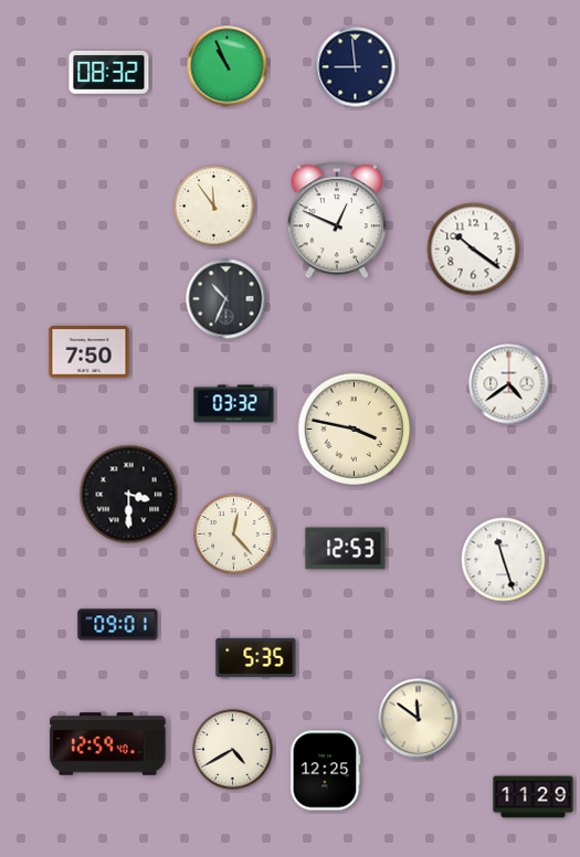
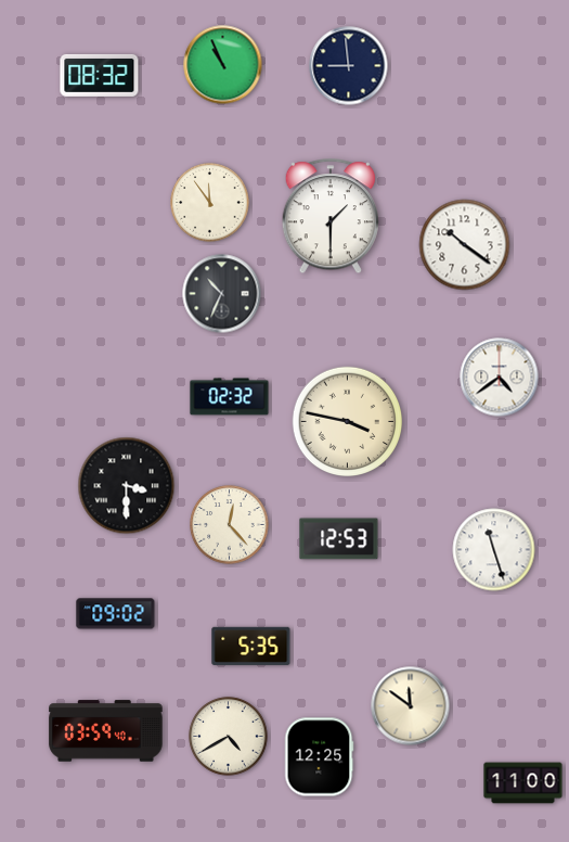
clock at (109, 72) position: (109, 72) -> (100, 75)
clock at (336, 221): 12:49 -> 1:30
clock at (89, 352): 7:50 -> none
clock at (234, 404): 03:32 -> 02:32
clock at (118, 625): 09:01 -> 09:02
clock at (108, 744): 12:59 -> 03:59
clock at (534, 797): 11:29 -> 11:00
